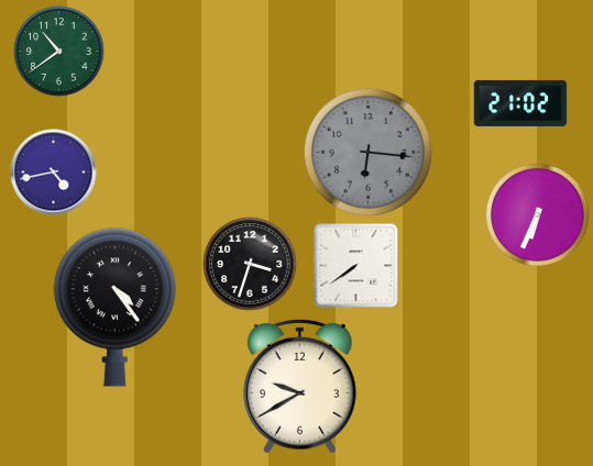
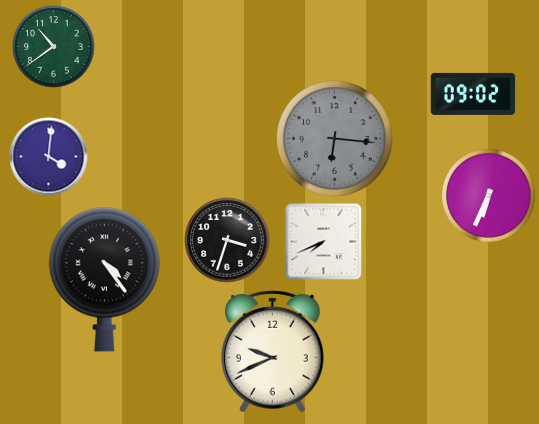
clock at (520, 103): 21:02 -> 09:02
clock at (54, 173): 4:43 -> 4:01
clock at (356, 266): 7:39 -> 7:41
clock at (300, 387): 9:40 -> 9:41
